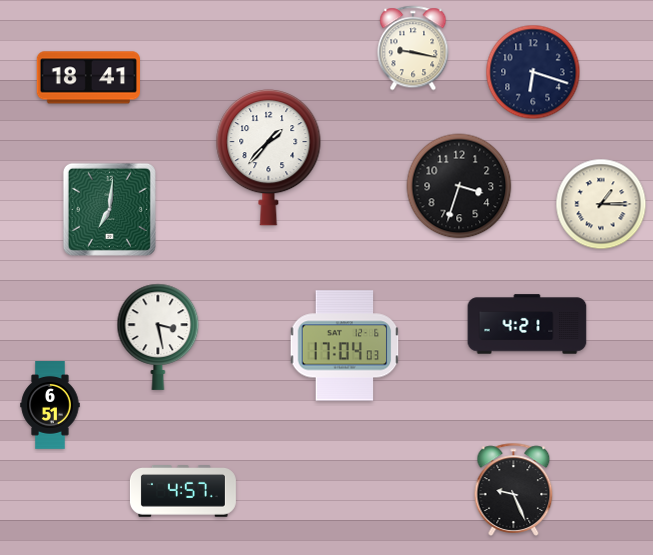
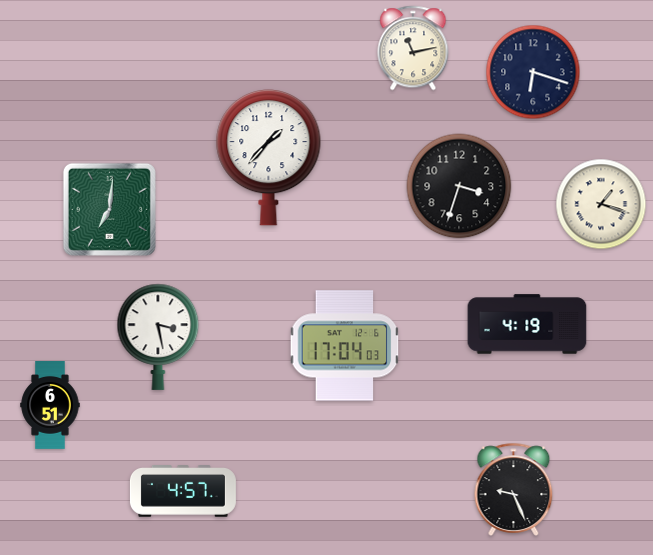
clock at (413, 48): 9:17 -> 11:13
clock at (88, 78): 18:41 -> none
clock at (601, 204): 1:15 -> 1:18
clock at (527, 324): 4:21 -> 4:19
